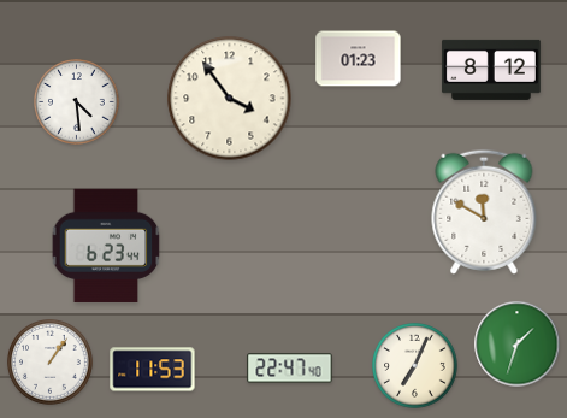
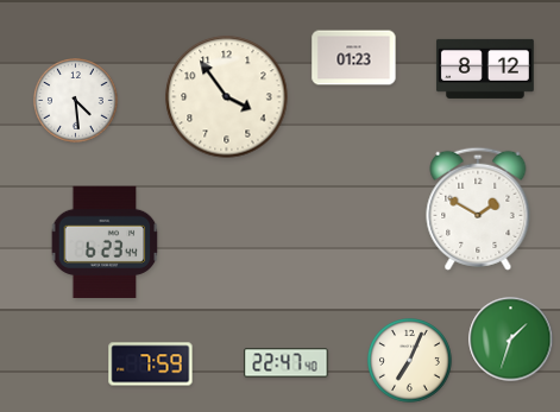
clock at (484, 212): 11:50 -> 1:50
clock at (51, 363): 1:06 -> none
clock at (153, 370): 11:53 -> 7:59
